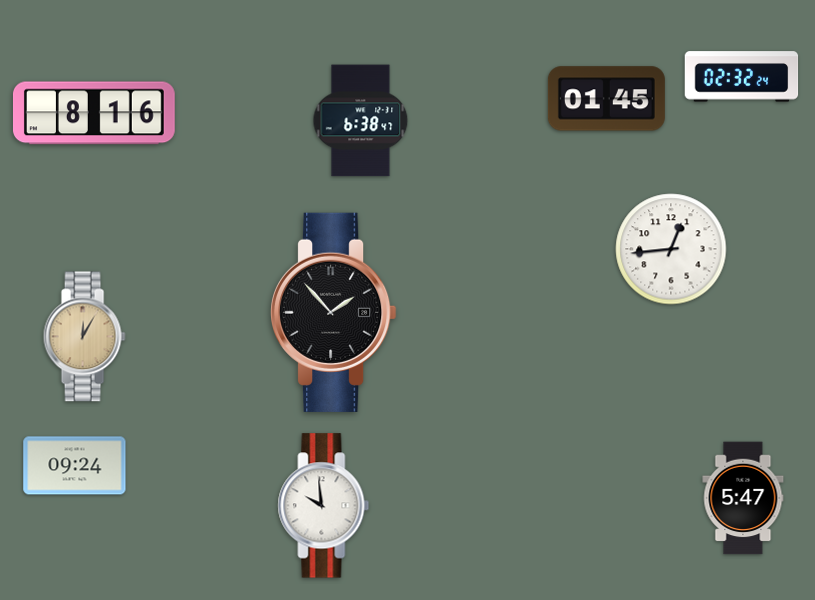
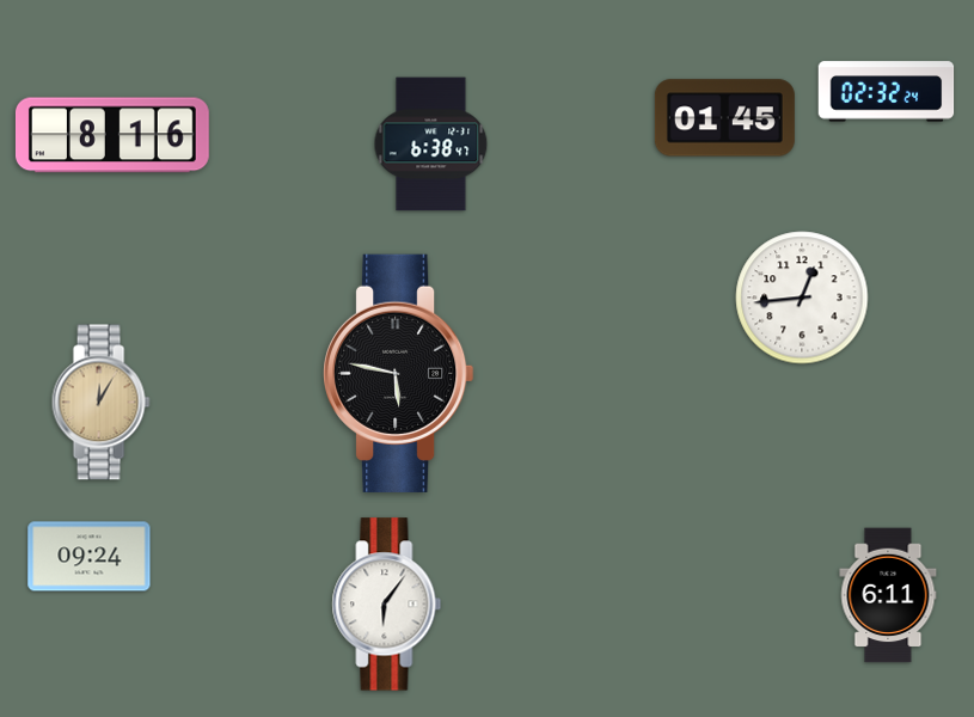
clock at (334, 312): 1:53 -> 5:47
clock at (743, 498): 5:47 -> 6:11
clock at (324, 506): 9:59 -> 6:06
